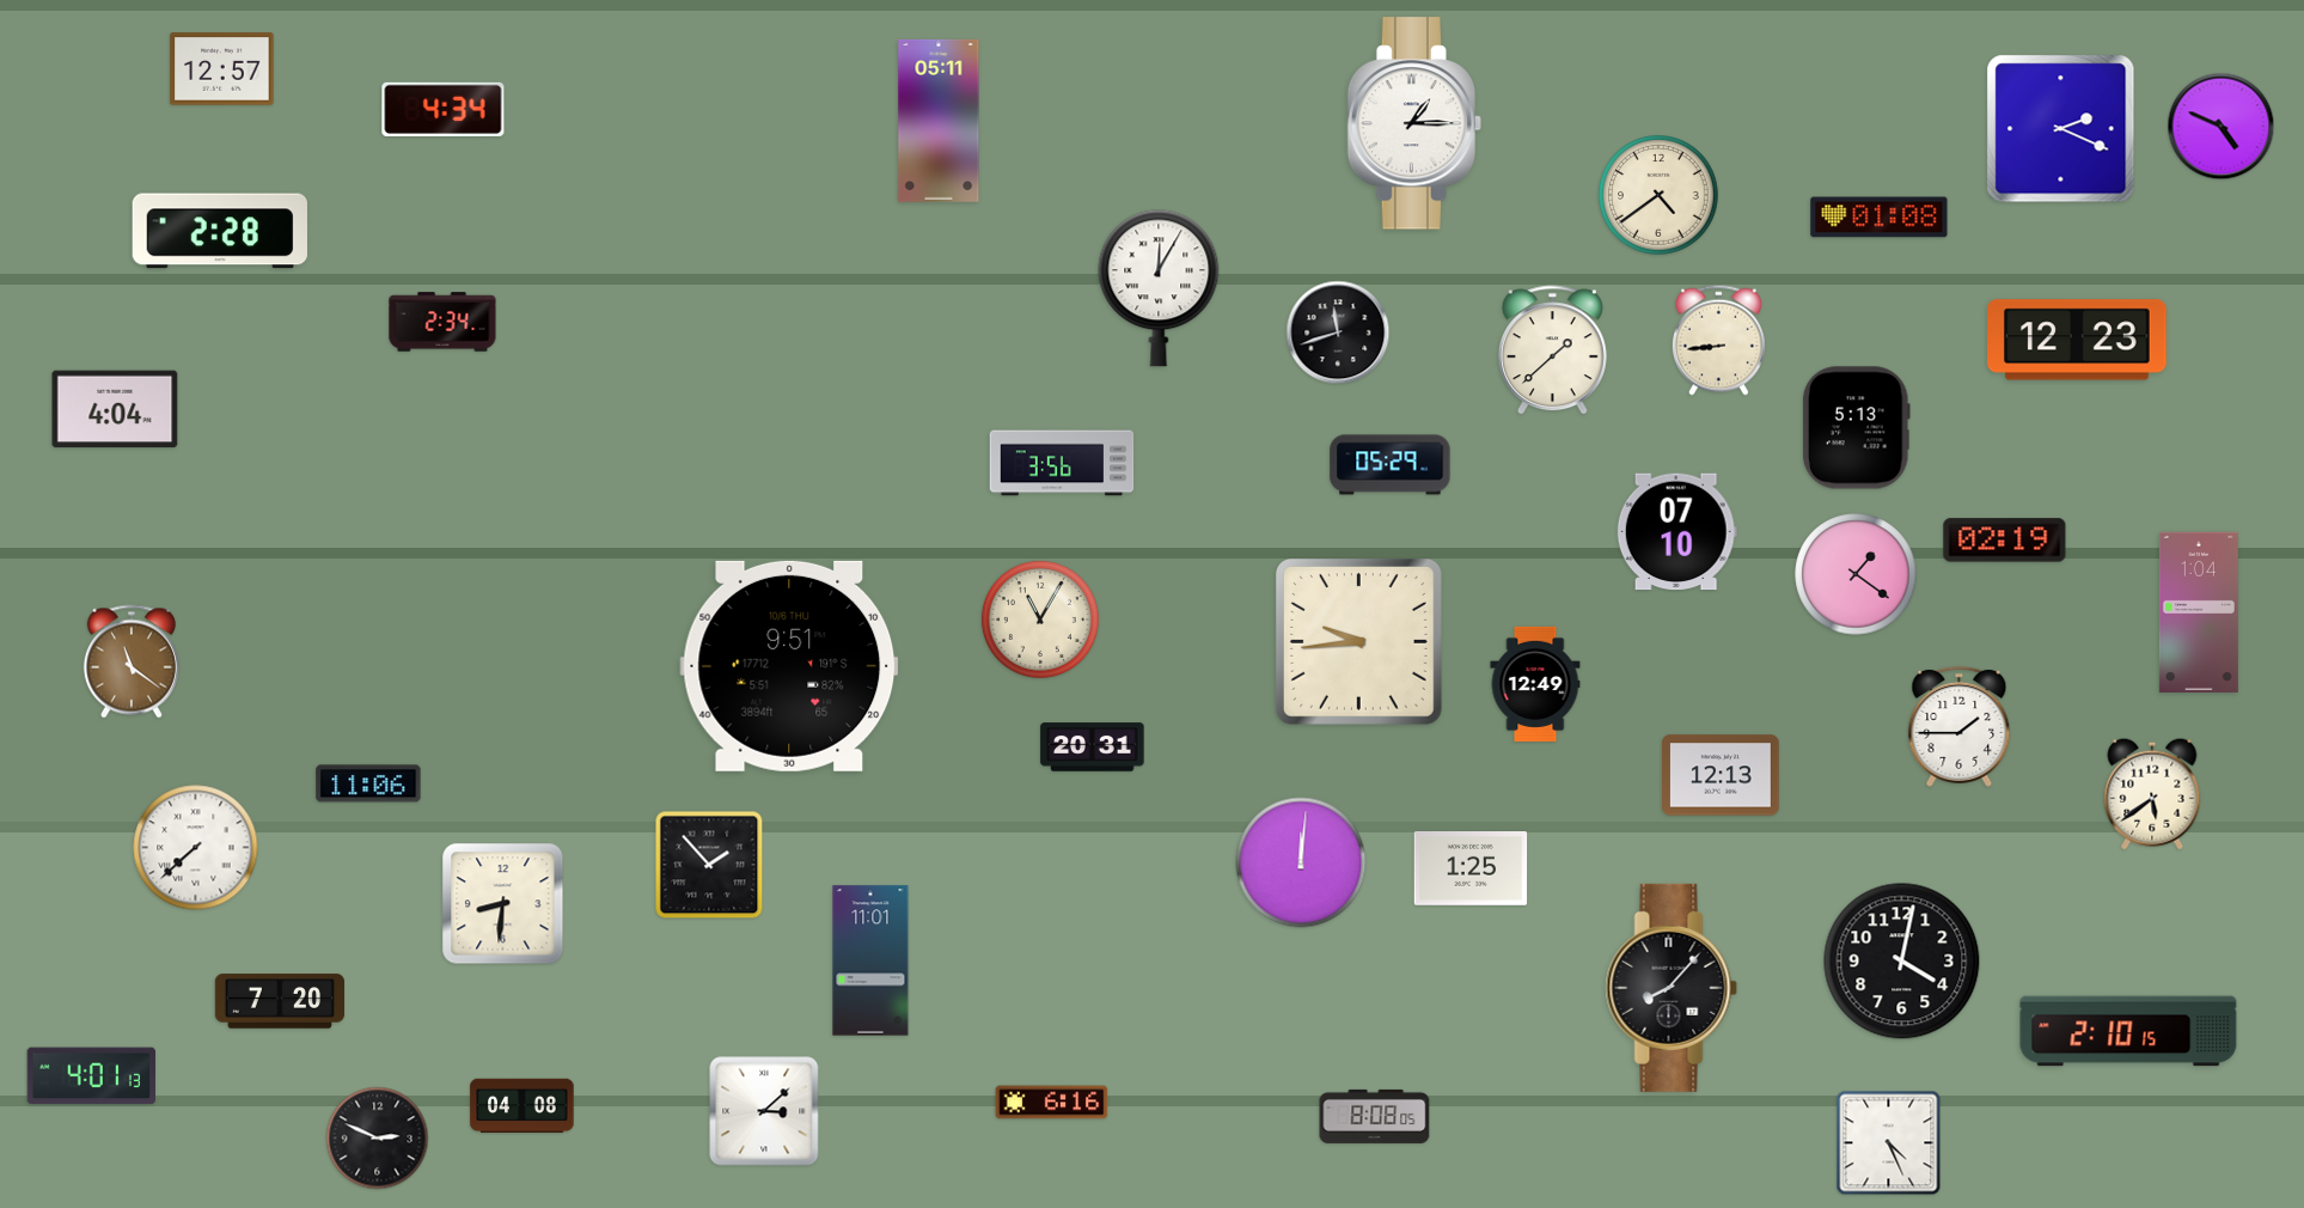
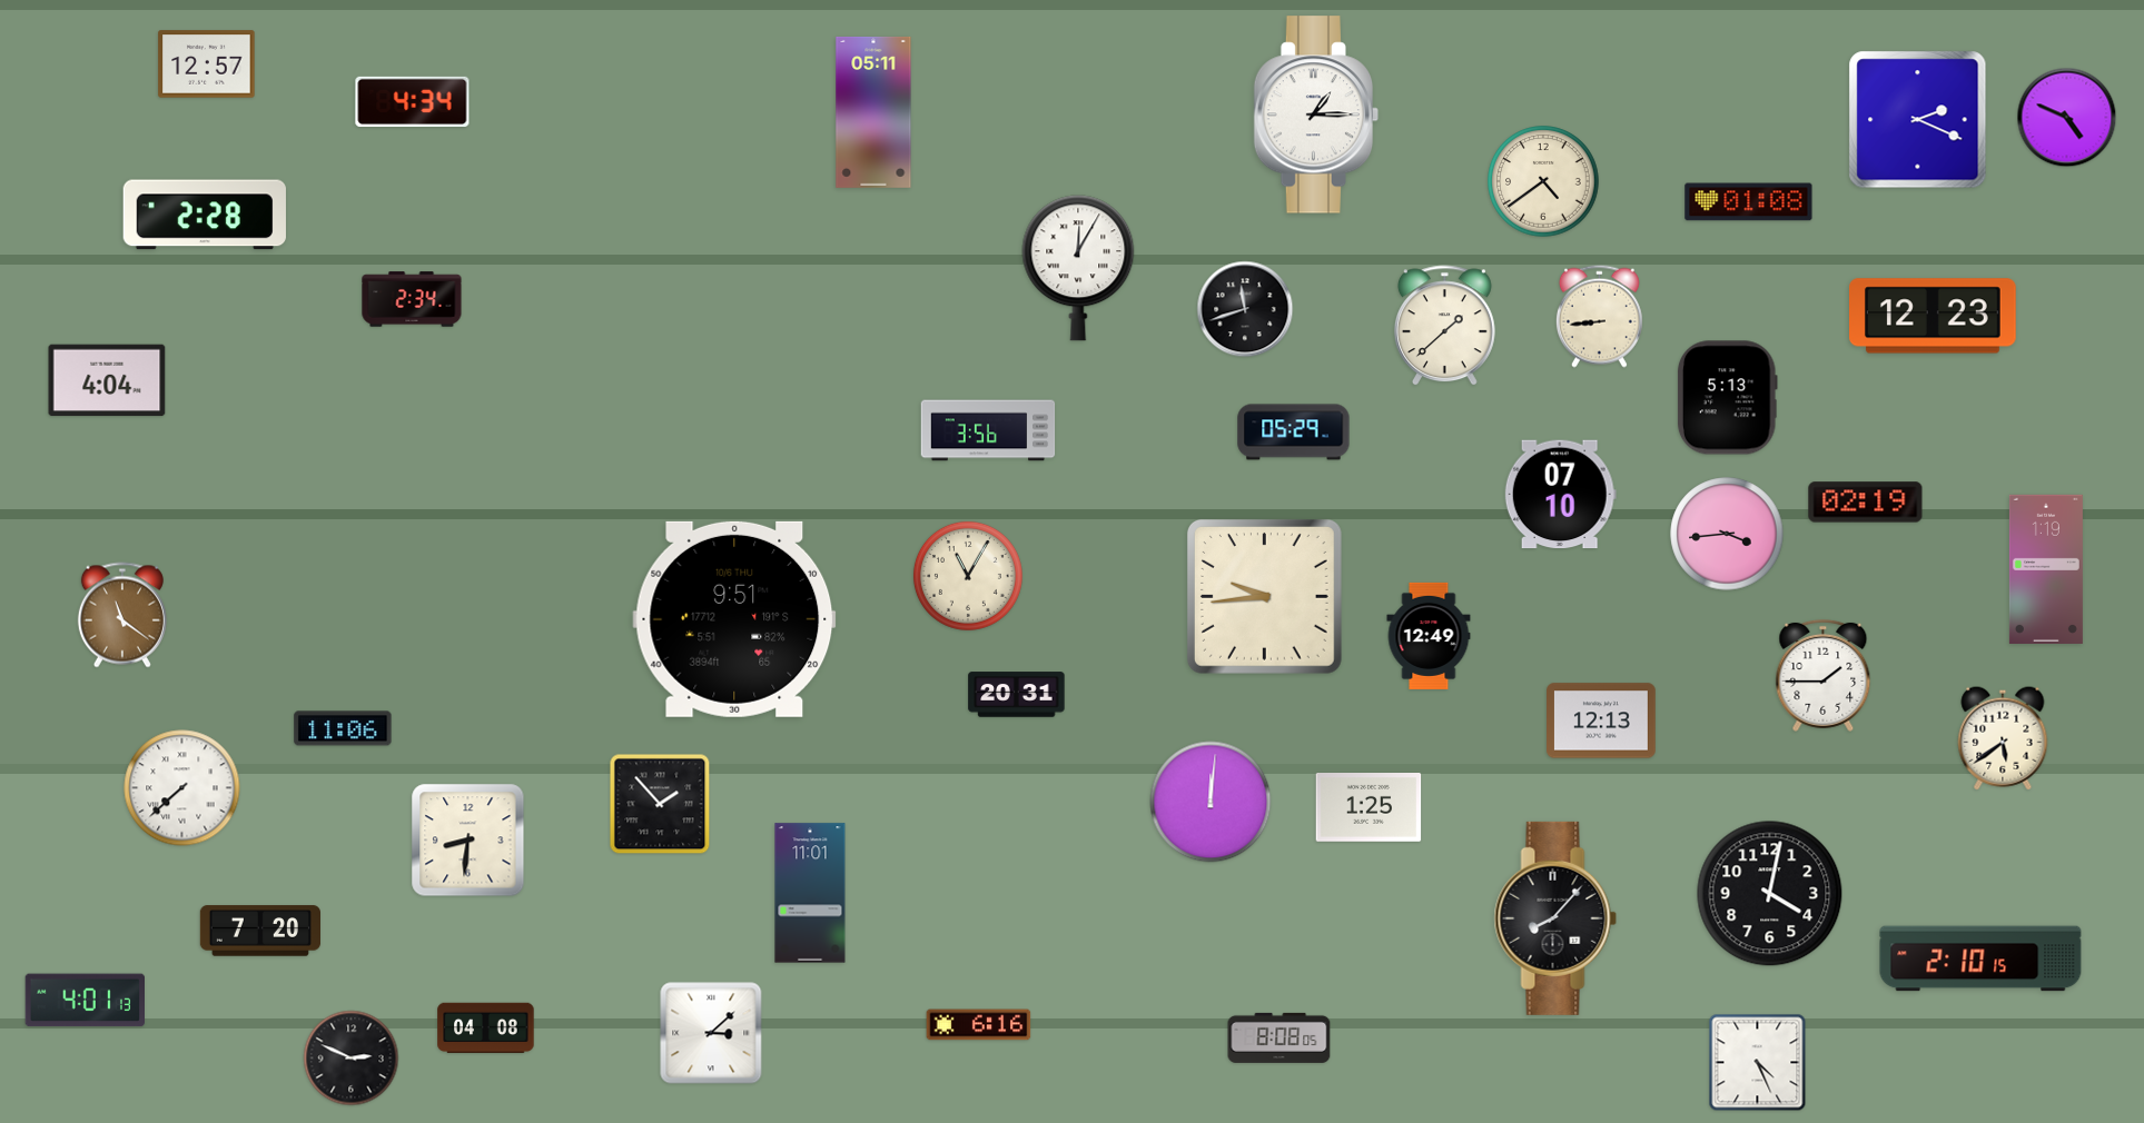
clock at (1856, 574): 1:21 -> 3:44
clock at (2199, 612): 1:04 -> 1:19
